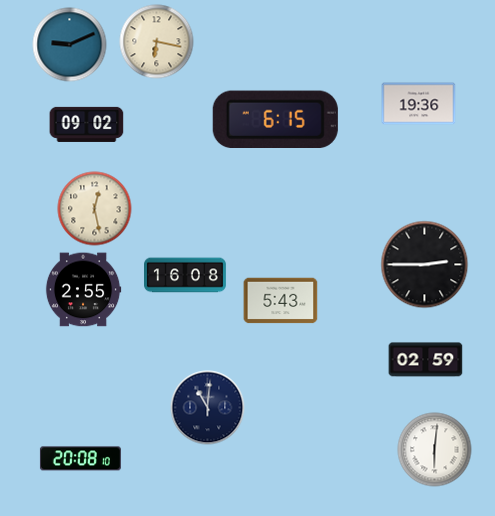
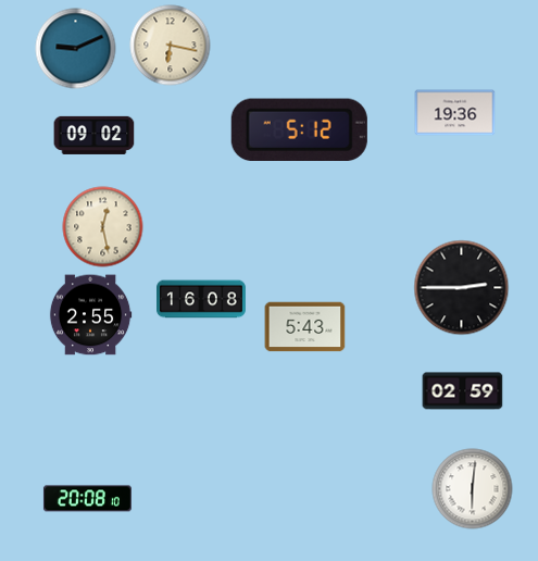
clock at (275, 119): 6:15 -> 5:12
clock at (208, 408): 11:01 -> none
